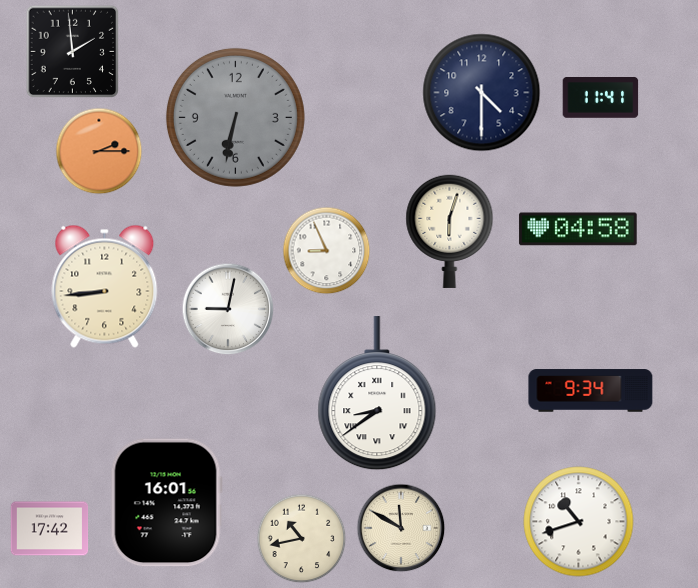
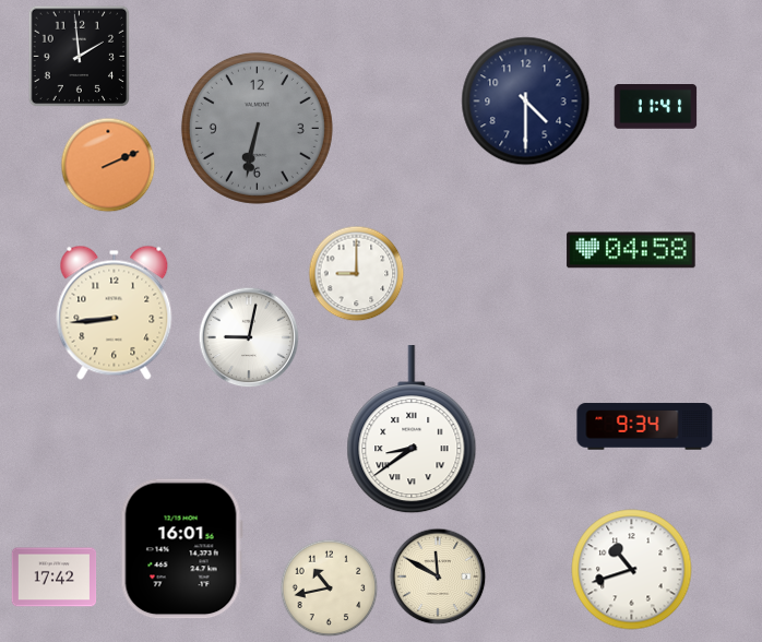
clock at (99, 151): 2:15 -> 2:11
clock at (450, 231): 6:03 -> none
clock at (327, 251): 8:56 -> 9:00
